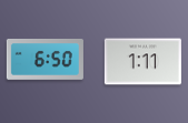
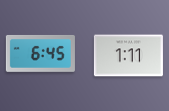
clock at (44, 59): 6:50 -> 6:45
